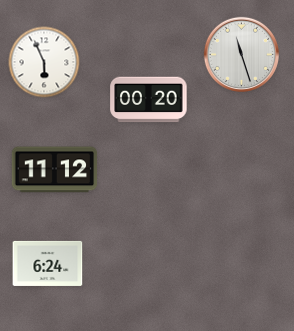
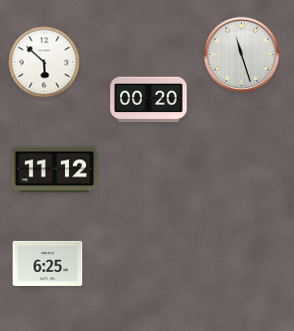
clock at (44, 62): 5:56 -> 5:52
clock at (48, 263): 6:24 -> 6:25
